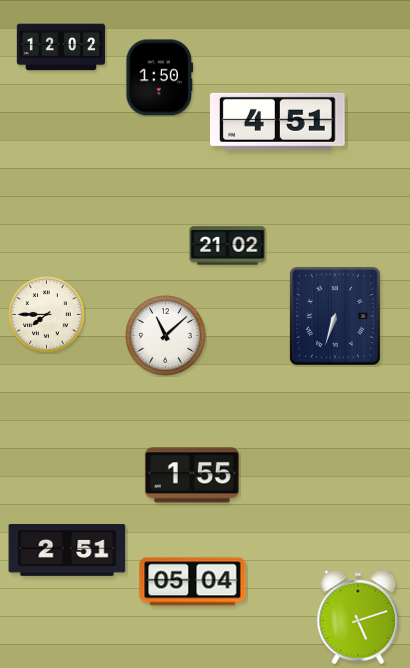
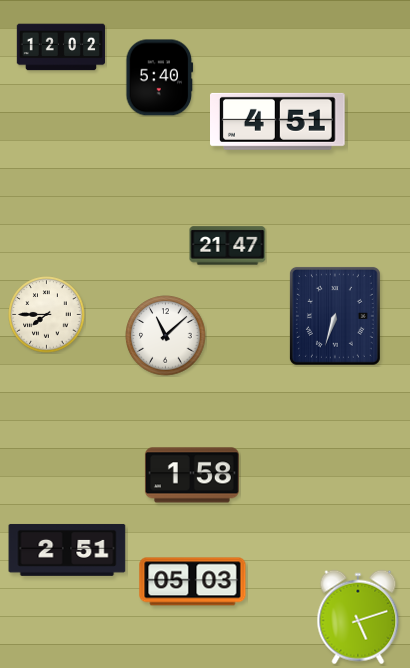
clock at (160, 78): 1:50 -> 5:40
clock at (228, 246): 21:02 -> 21:47
clock at (192, 475): 1:55 -> 1:58
clock at (193, 582): 05:04 -> 05:03
